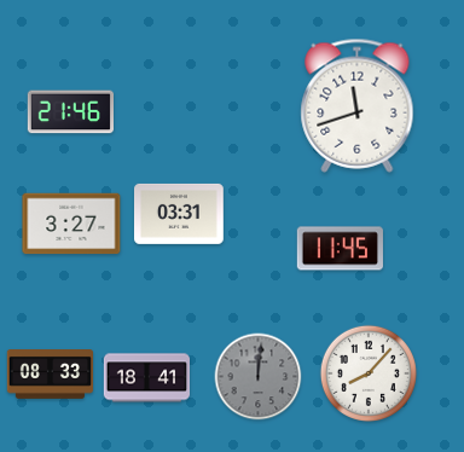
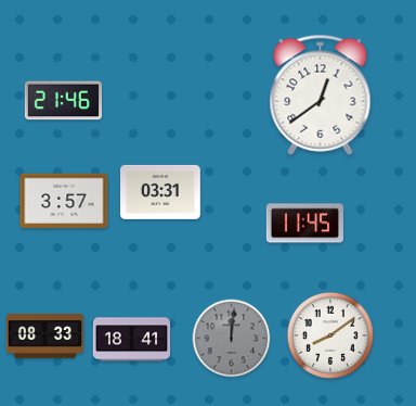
clock at (358, 105): 11:42 -> 12:39
clock at (71, 224): 3:27 -> 3:57
clock at (369, 373): 8:07 -> 8:09
